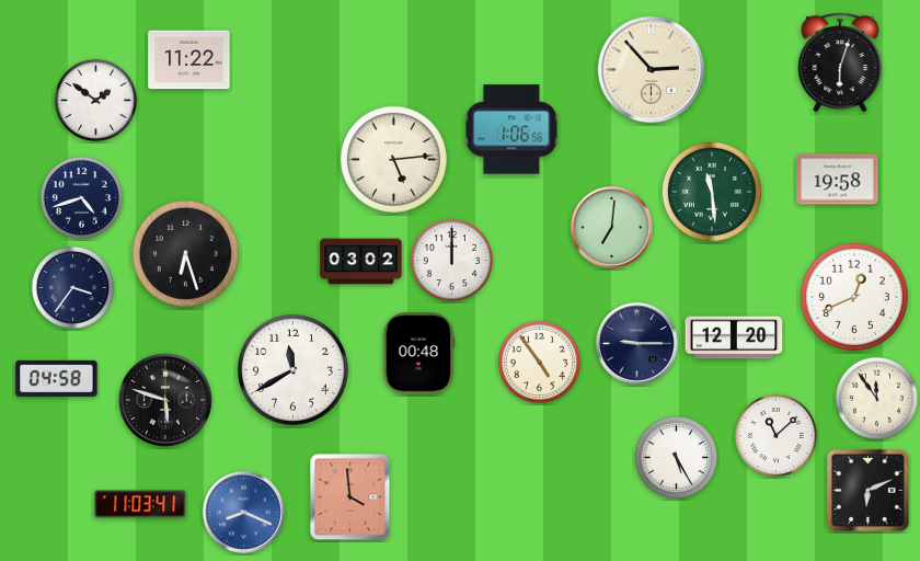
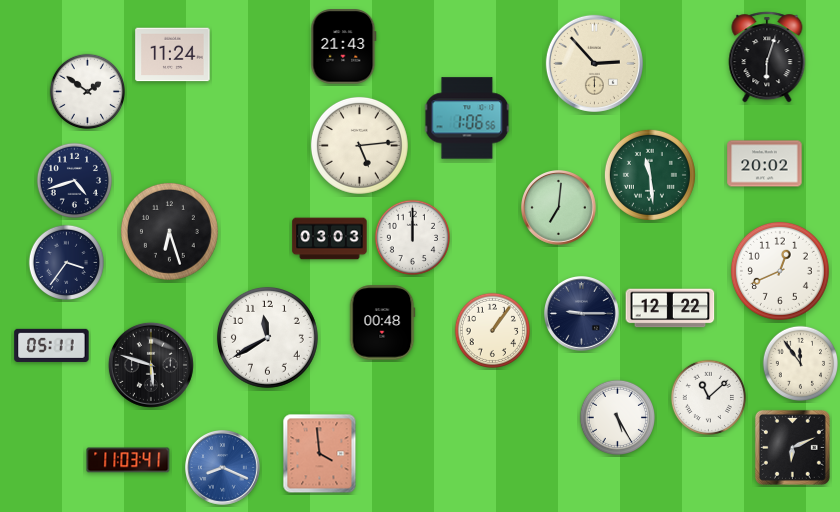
clock at (344, 47): none -> 21:43
clock at (189, 60): 11:22 -> 11:24
clock at (838, 180): 19:58 -> 20:02
clock at (361, 262): 03:02 -> 03:03
clock at (734, 337): 12:20 -> 12:22
clock at (539, 362): 4:54 -> 1:06
clock at (57, 378): 04:58 -> 05:11
